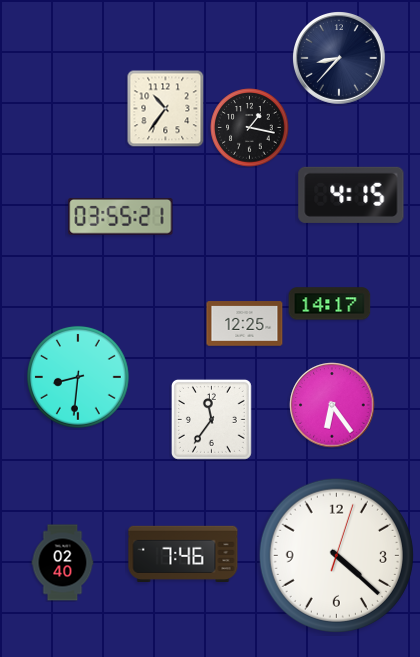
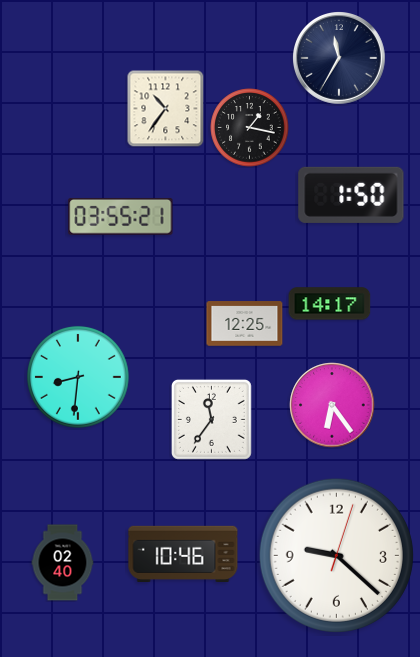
clock at (340, 59): 8:37 -> 11:35
clock at (351, 195): 4:15 -> 1:50
clock at (183, 553): 7:46 -> 10:46
clock at (336, 555): 4:22 -> 9:22
